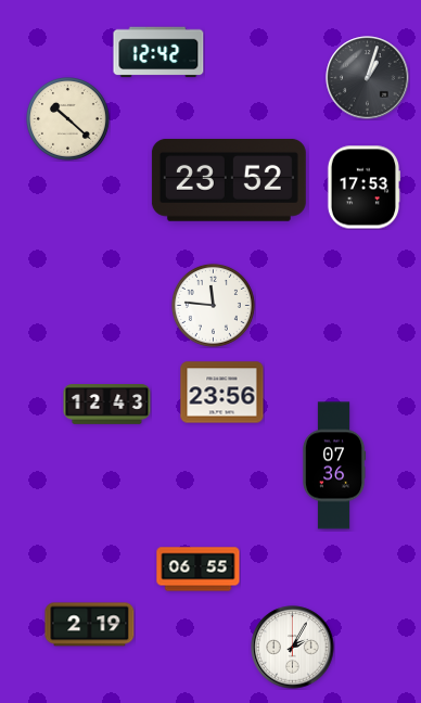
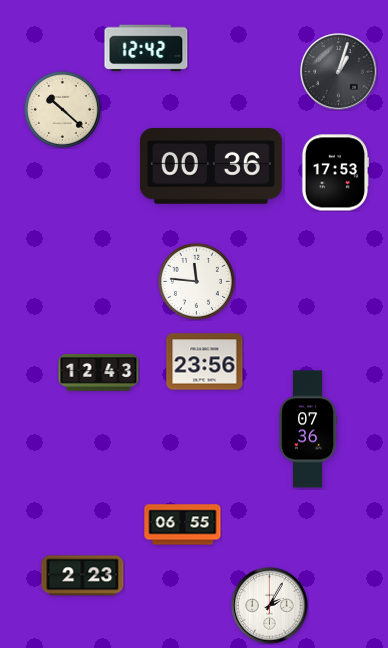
clock at (229, 180): 23:52 -> 00:36
clock at (90, 625): 2:19 -> 2:23
clock at (293, 648) position: (293, 648) -> (270, 606)
